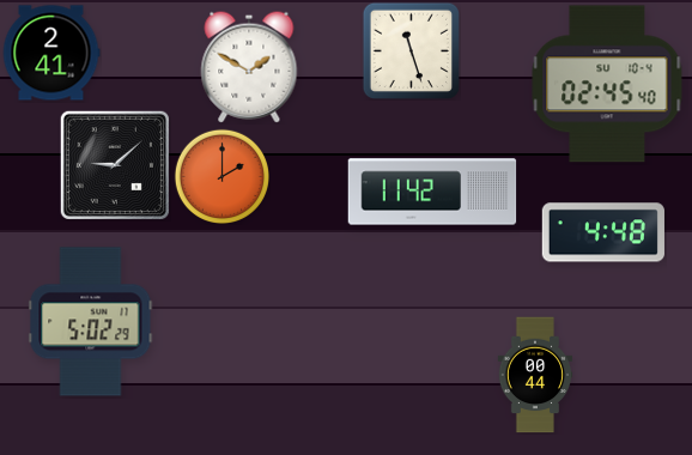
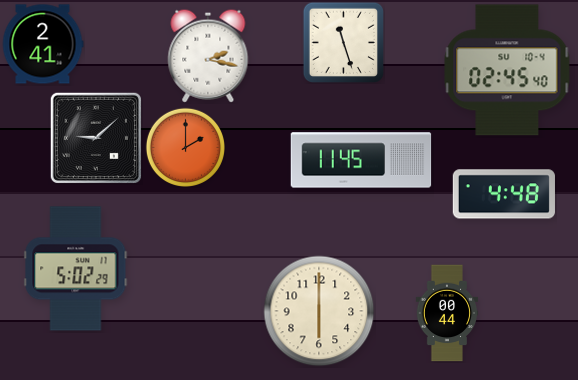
clock at (249, 67): 1:50 -> 2:17
clock at (432, 192): 11:42 -> 11:45
clock at (319, 311): none -> 6:00
